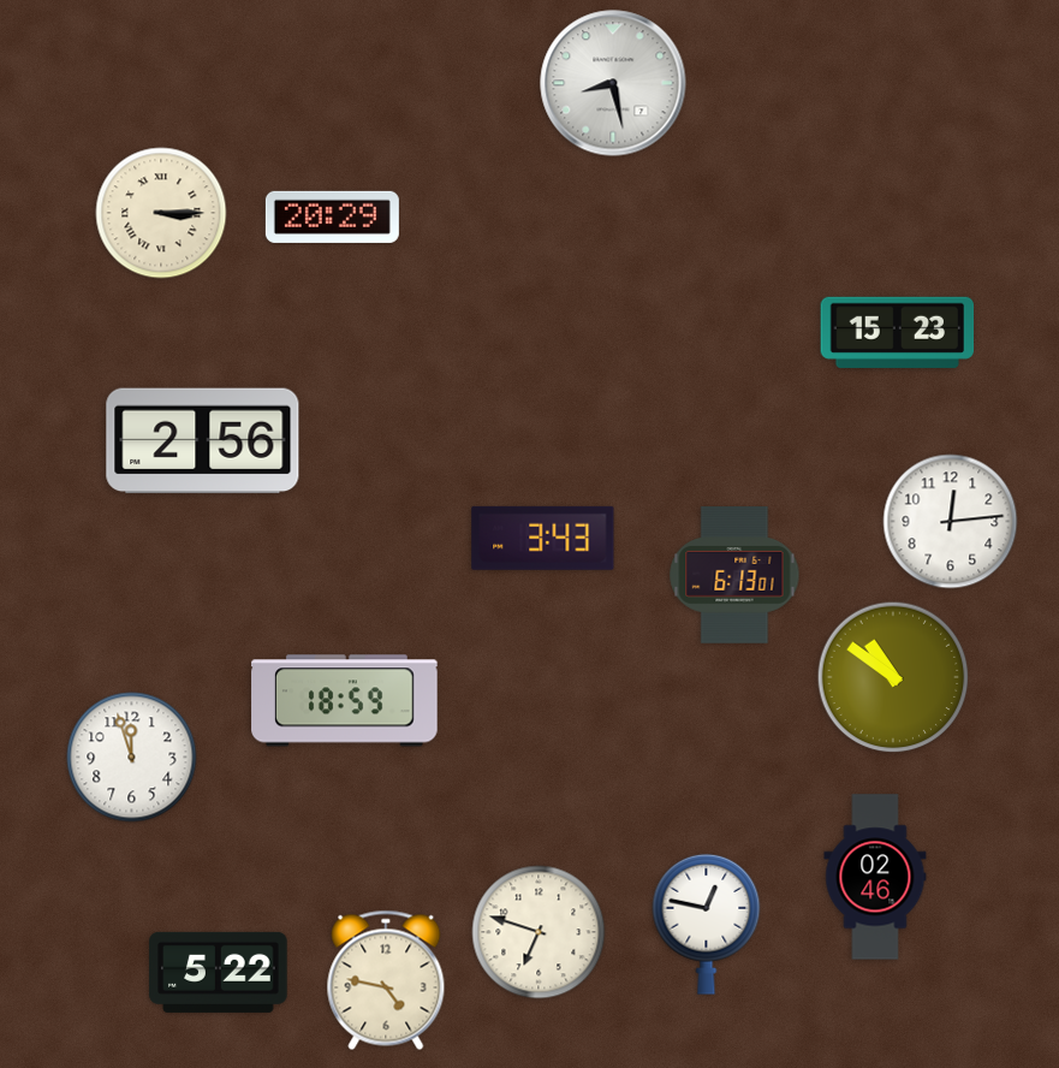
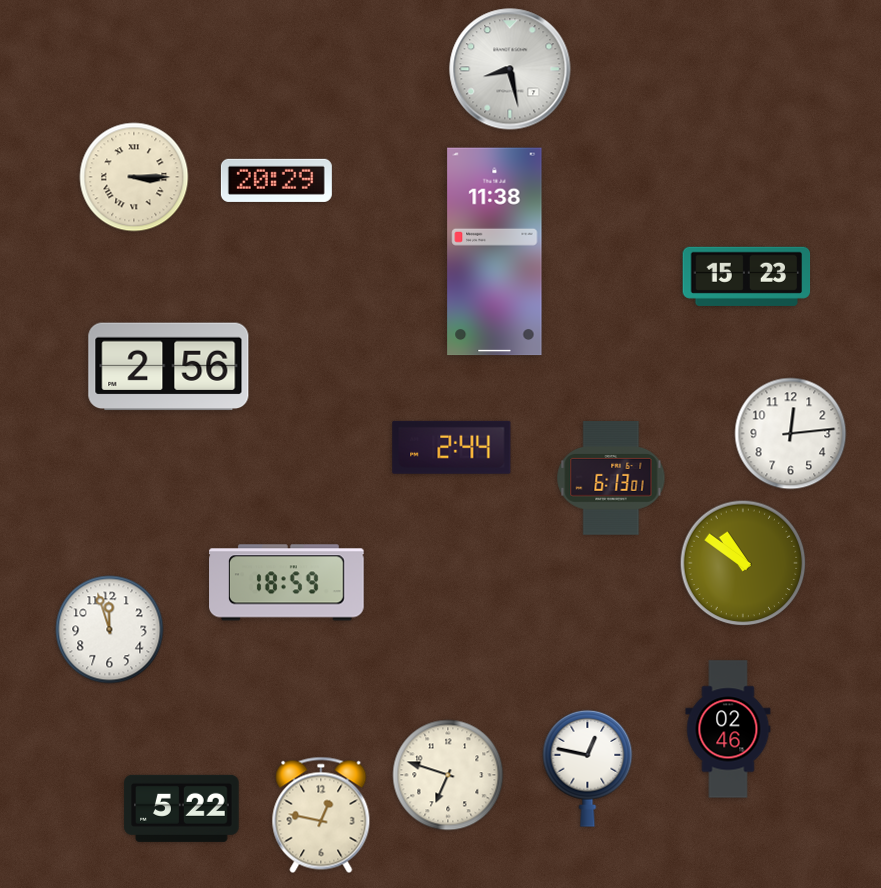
clock at (495, 252): none -> 11:38
clock at (543, 538): 3:43 -> 2:44
clock at (386, 980): 4:47 -> 12:47
